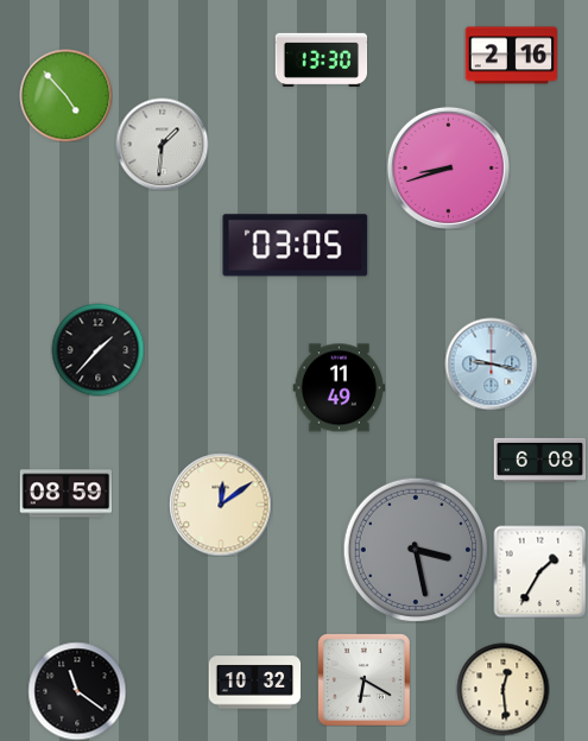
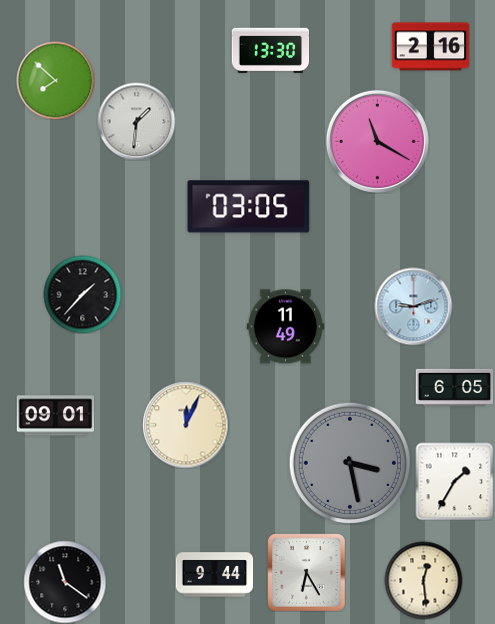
clock at (65, 95): 4:53 -> 7:52
clock at (448, 167): 8:42 -> 11:20
clock at (491, 363): 9:17 -> 9:12
clock at (539, 460): 6:08 -> 6:05
clock at (65, 494): 08:59 -> 09:01
clock at (221, 505): 12:09 -> 12:04
clock at (363, 679): 6:20 -> 6:25
clock at (254, 683): 10:32 -> 9:44
